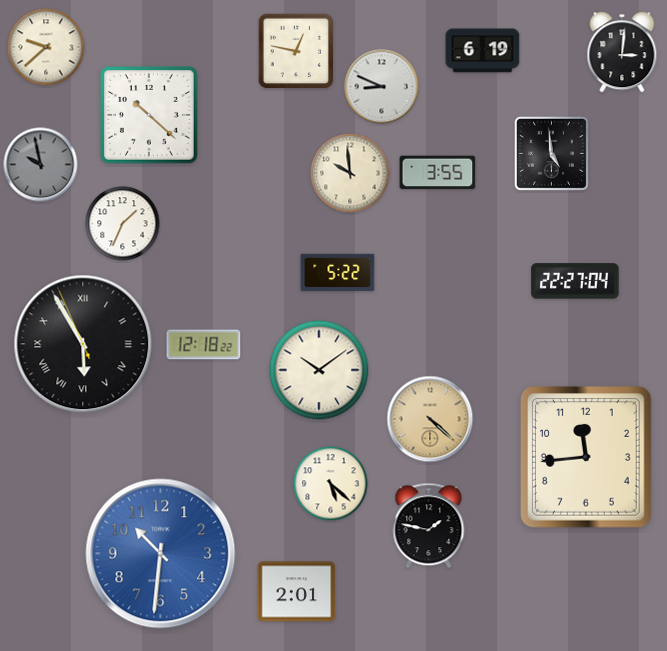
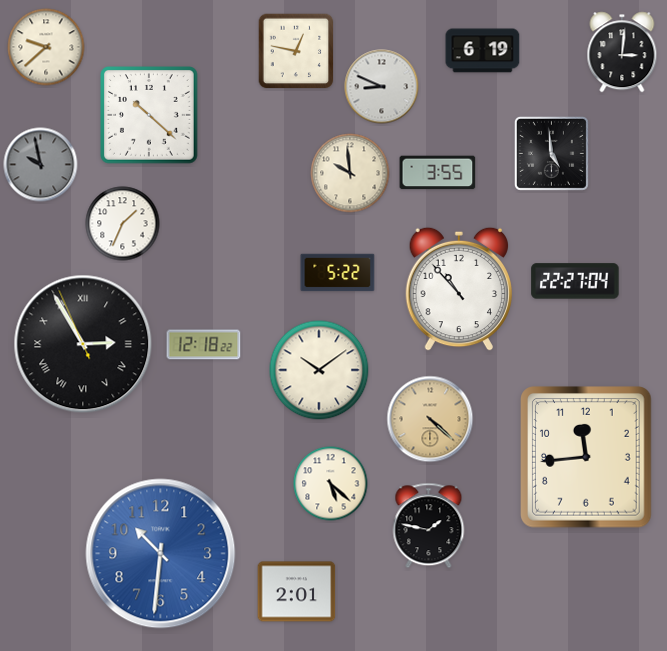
clock at (458, 289): none -> 10:53
clock at (83, 344): 5:54 -> 2:54
